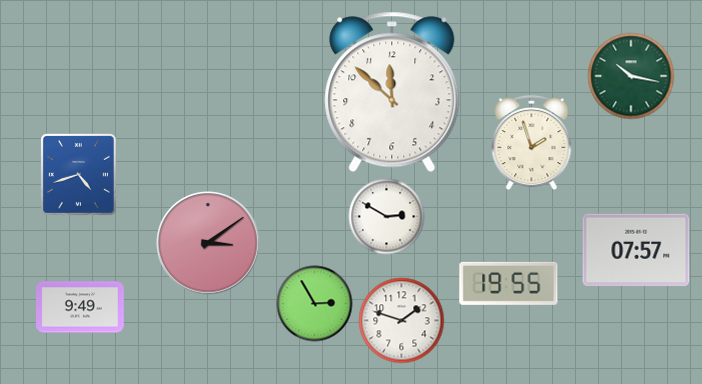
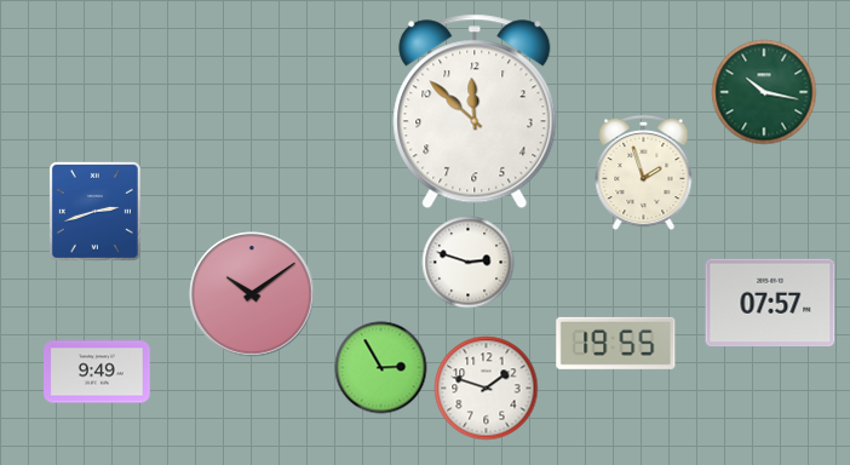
clock at (78, 174): 4:42 -> 2:42
clock at (387, 217): 2:50 -> 2:48
clock at (208, 243): 3:09 -> 10:09
